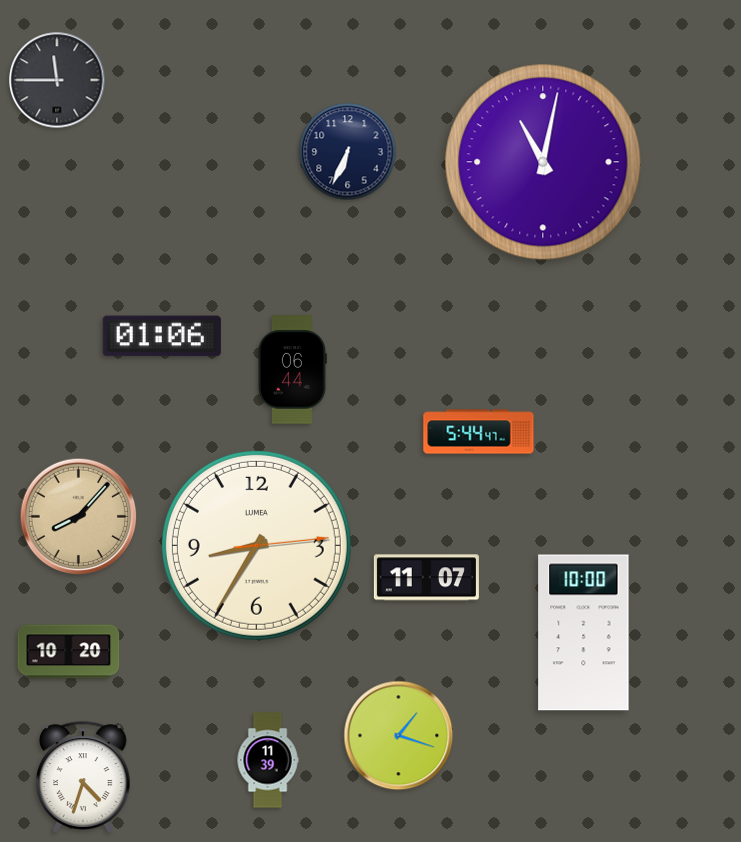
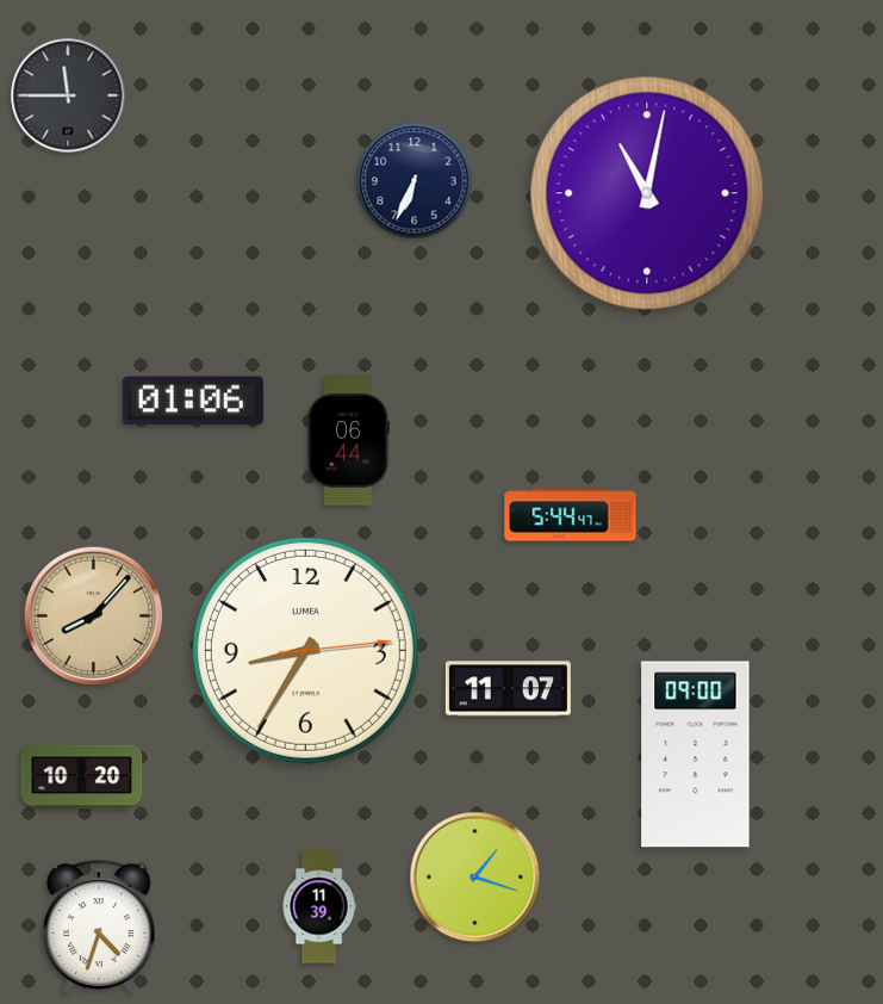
clock at (584, 633): 10:00 -> 09:00
